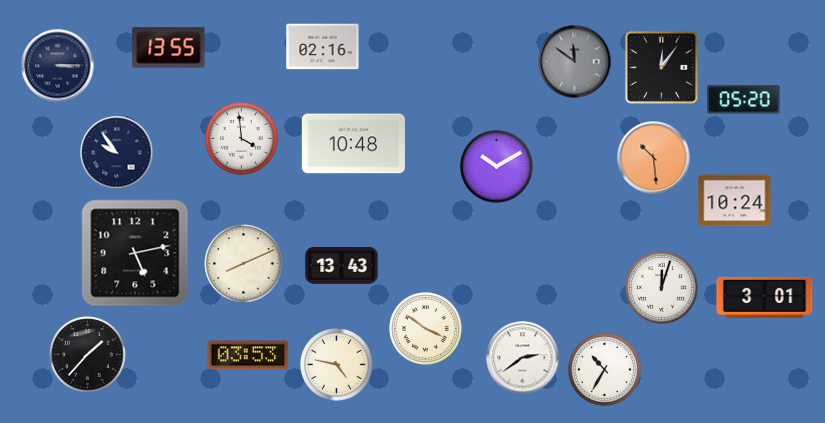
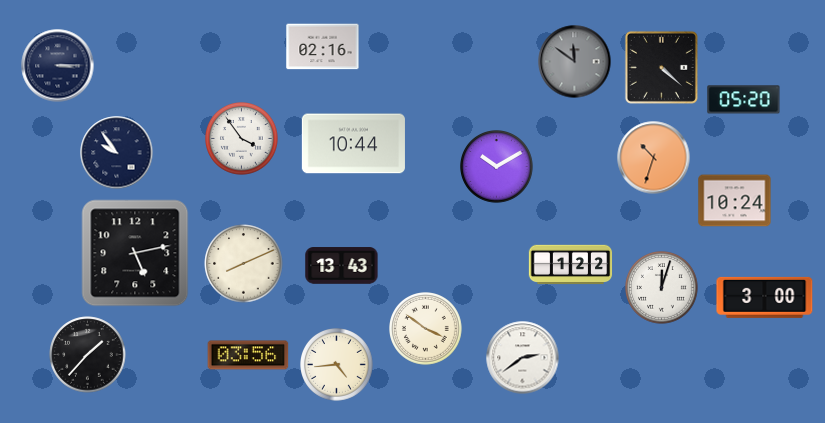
clock at (169, 48): 13:55 -> none
clock at (661, 67): 12:06 -> 4:22
clock at (242, 139): 3:59 -> 3:54
clock at (353, 144): 10:48 -> 10:44
clock at (654, 158): 10:29 -> 10:33
clock at (571, 265): none -> 1:22
clock at (765, 297): 3:01 -> 3:00
clock at (248, 355): 03:53 -> 03:56
clock at (337, 365): 4:47 -> 4:44
clock at (605, 370): 10:35 -> none
